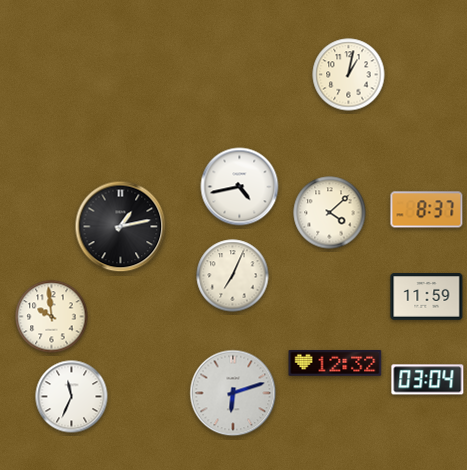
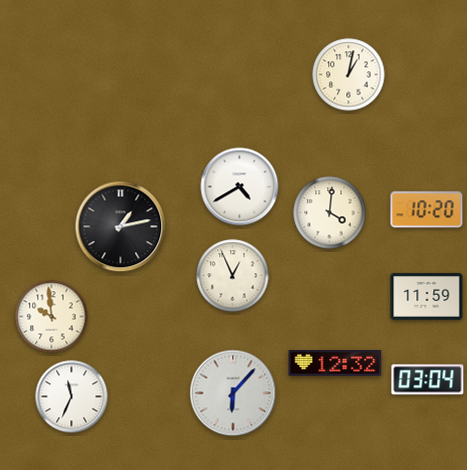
clock at (240, 187): 4:43 -> 4:40
clock at (427, 210): 8:37 -> 10:20
clock at (330, 213): 4:08 -> 4:01
clock at (233, 276): 7:04 -> 12:56
clock at (233, 393): 6:12 -> 6:07
